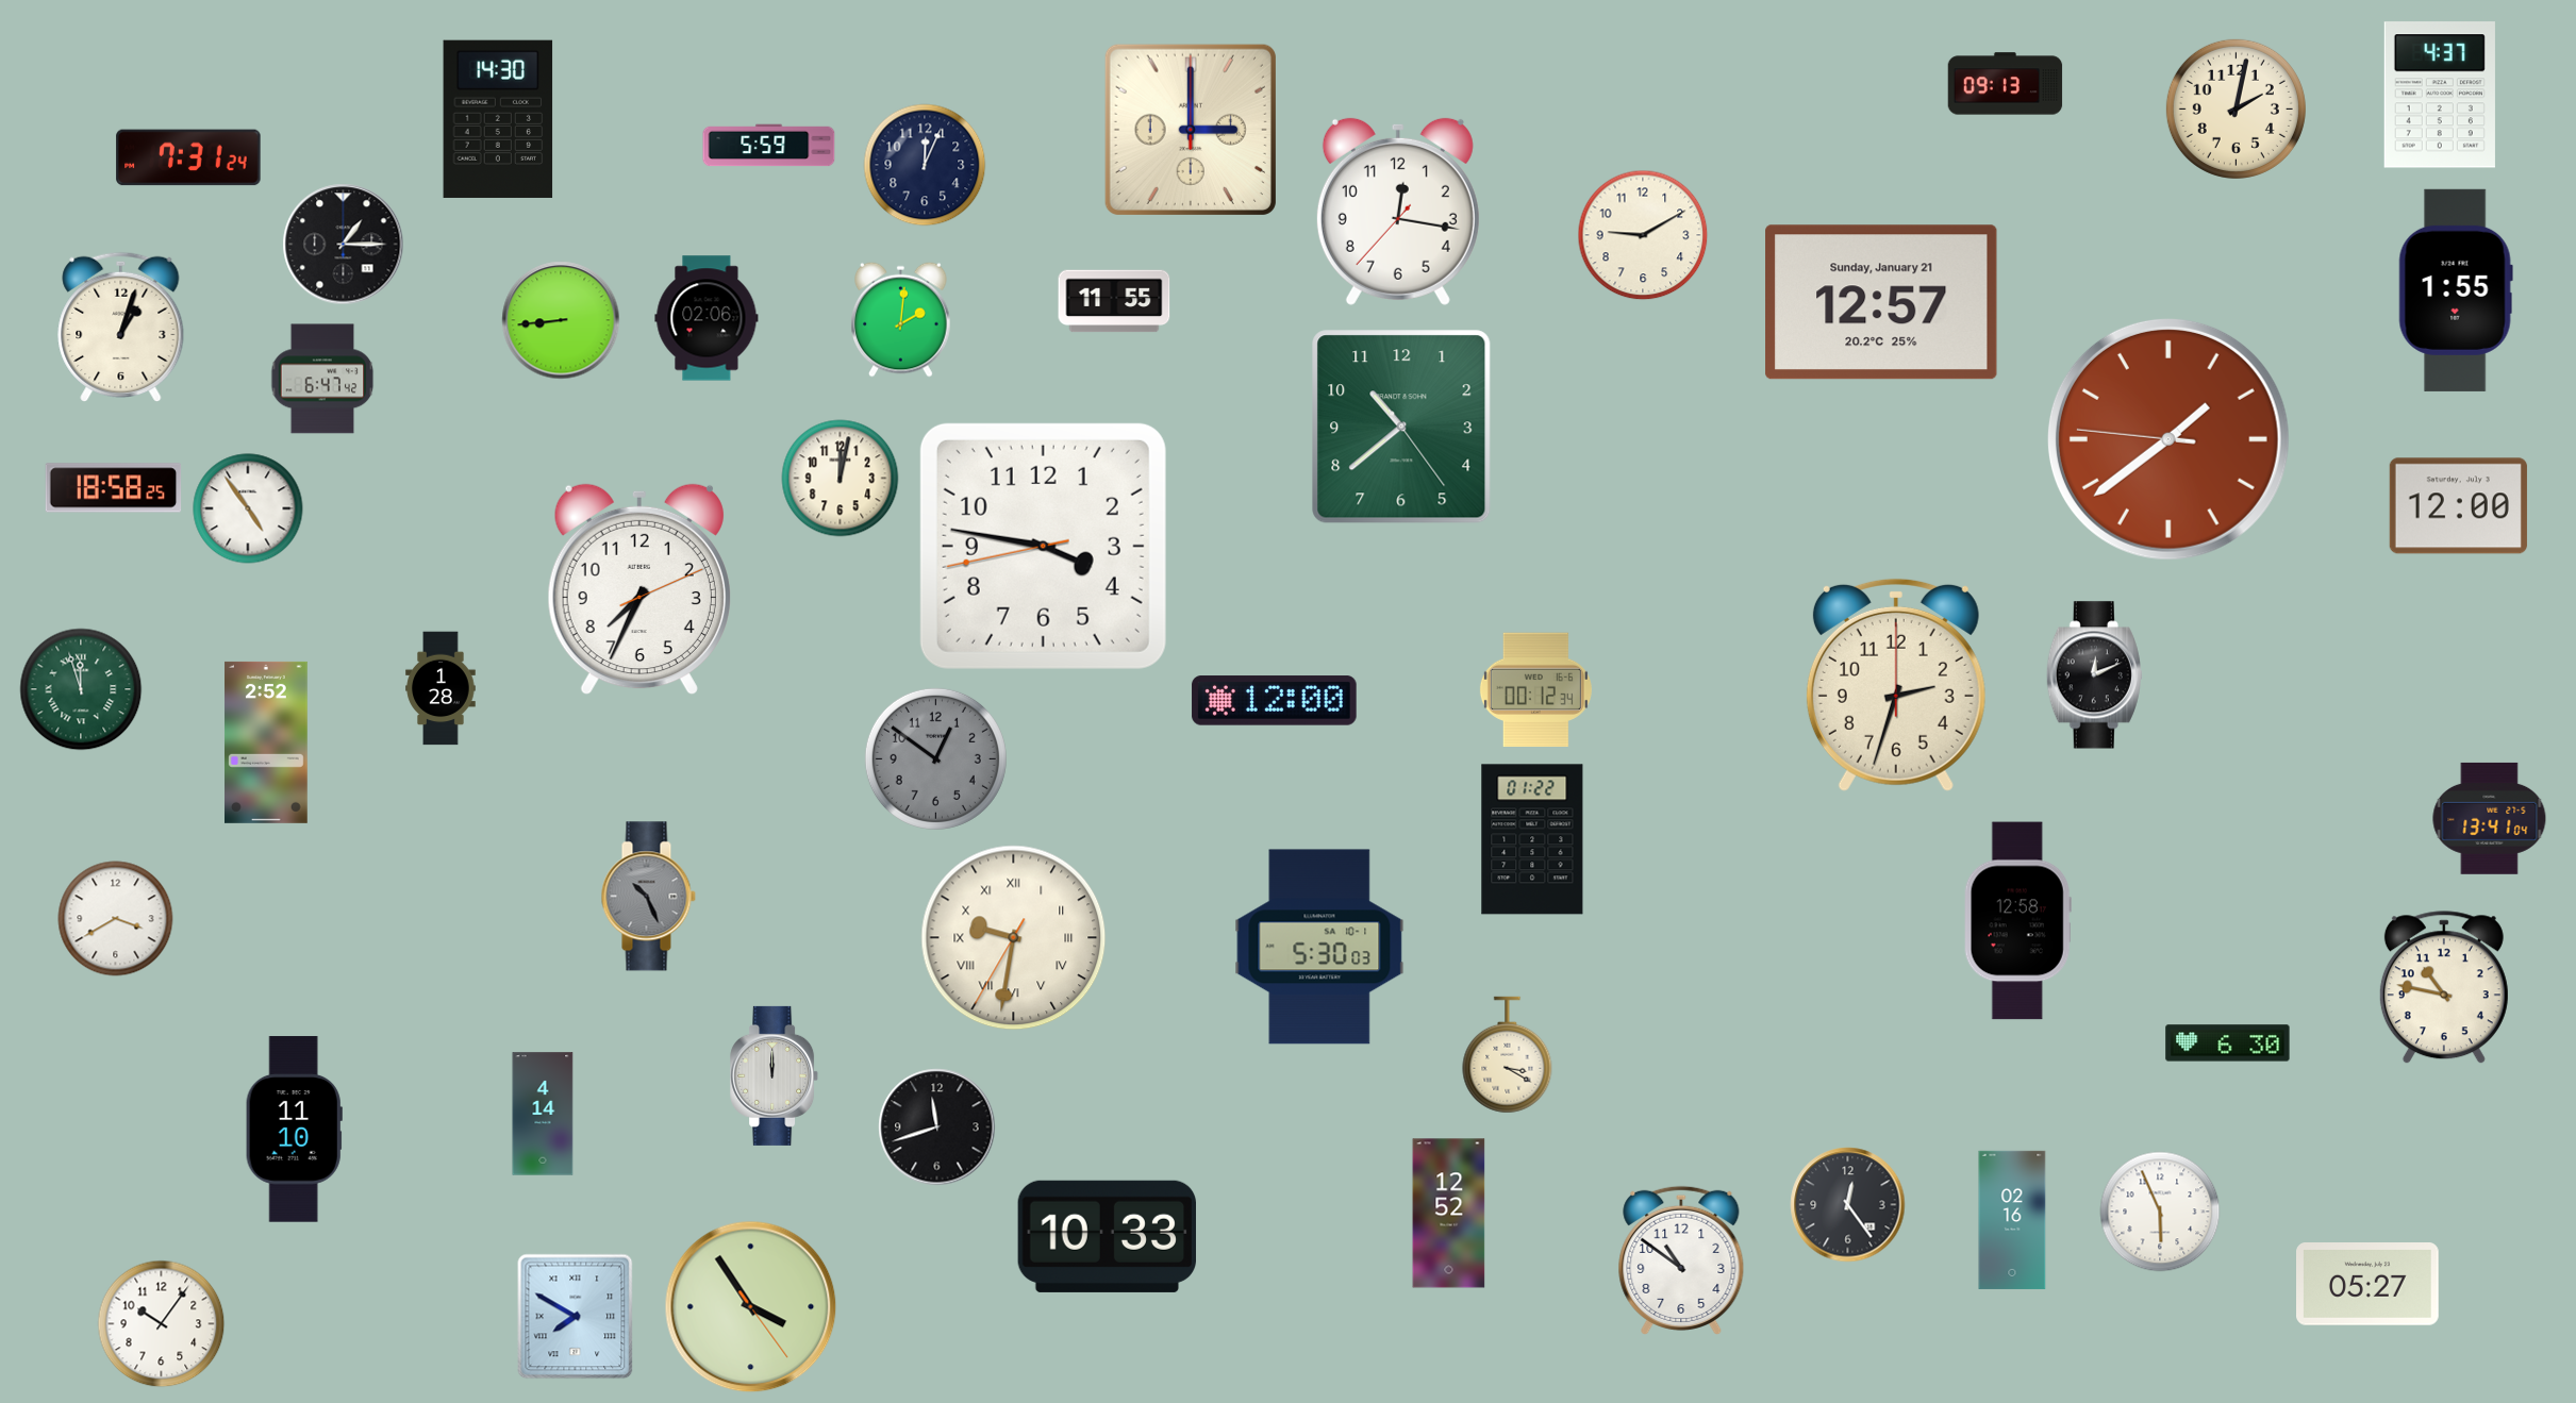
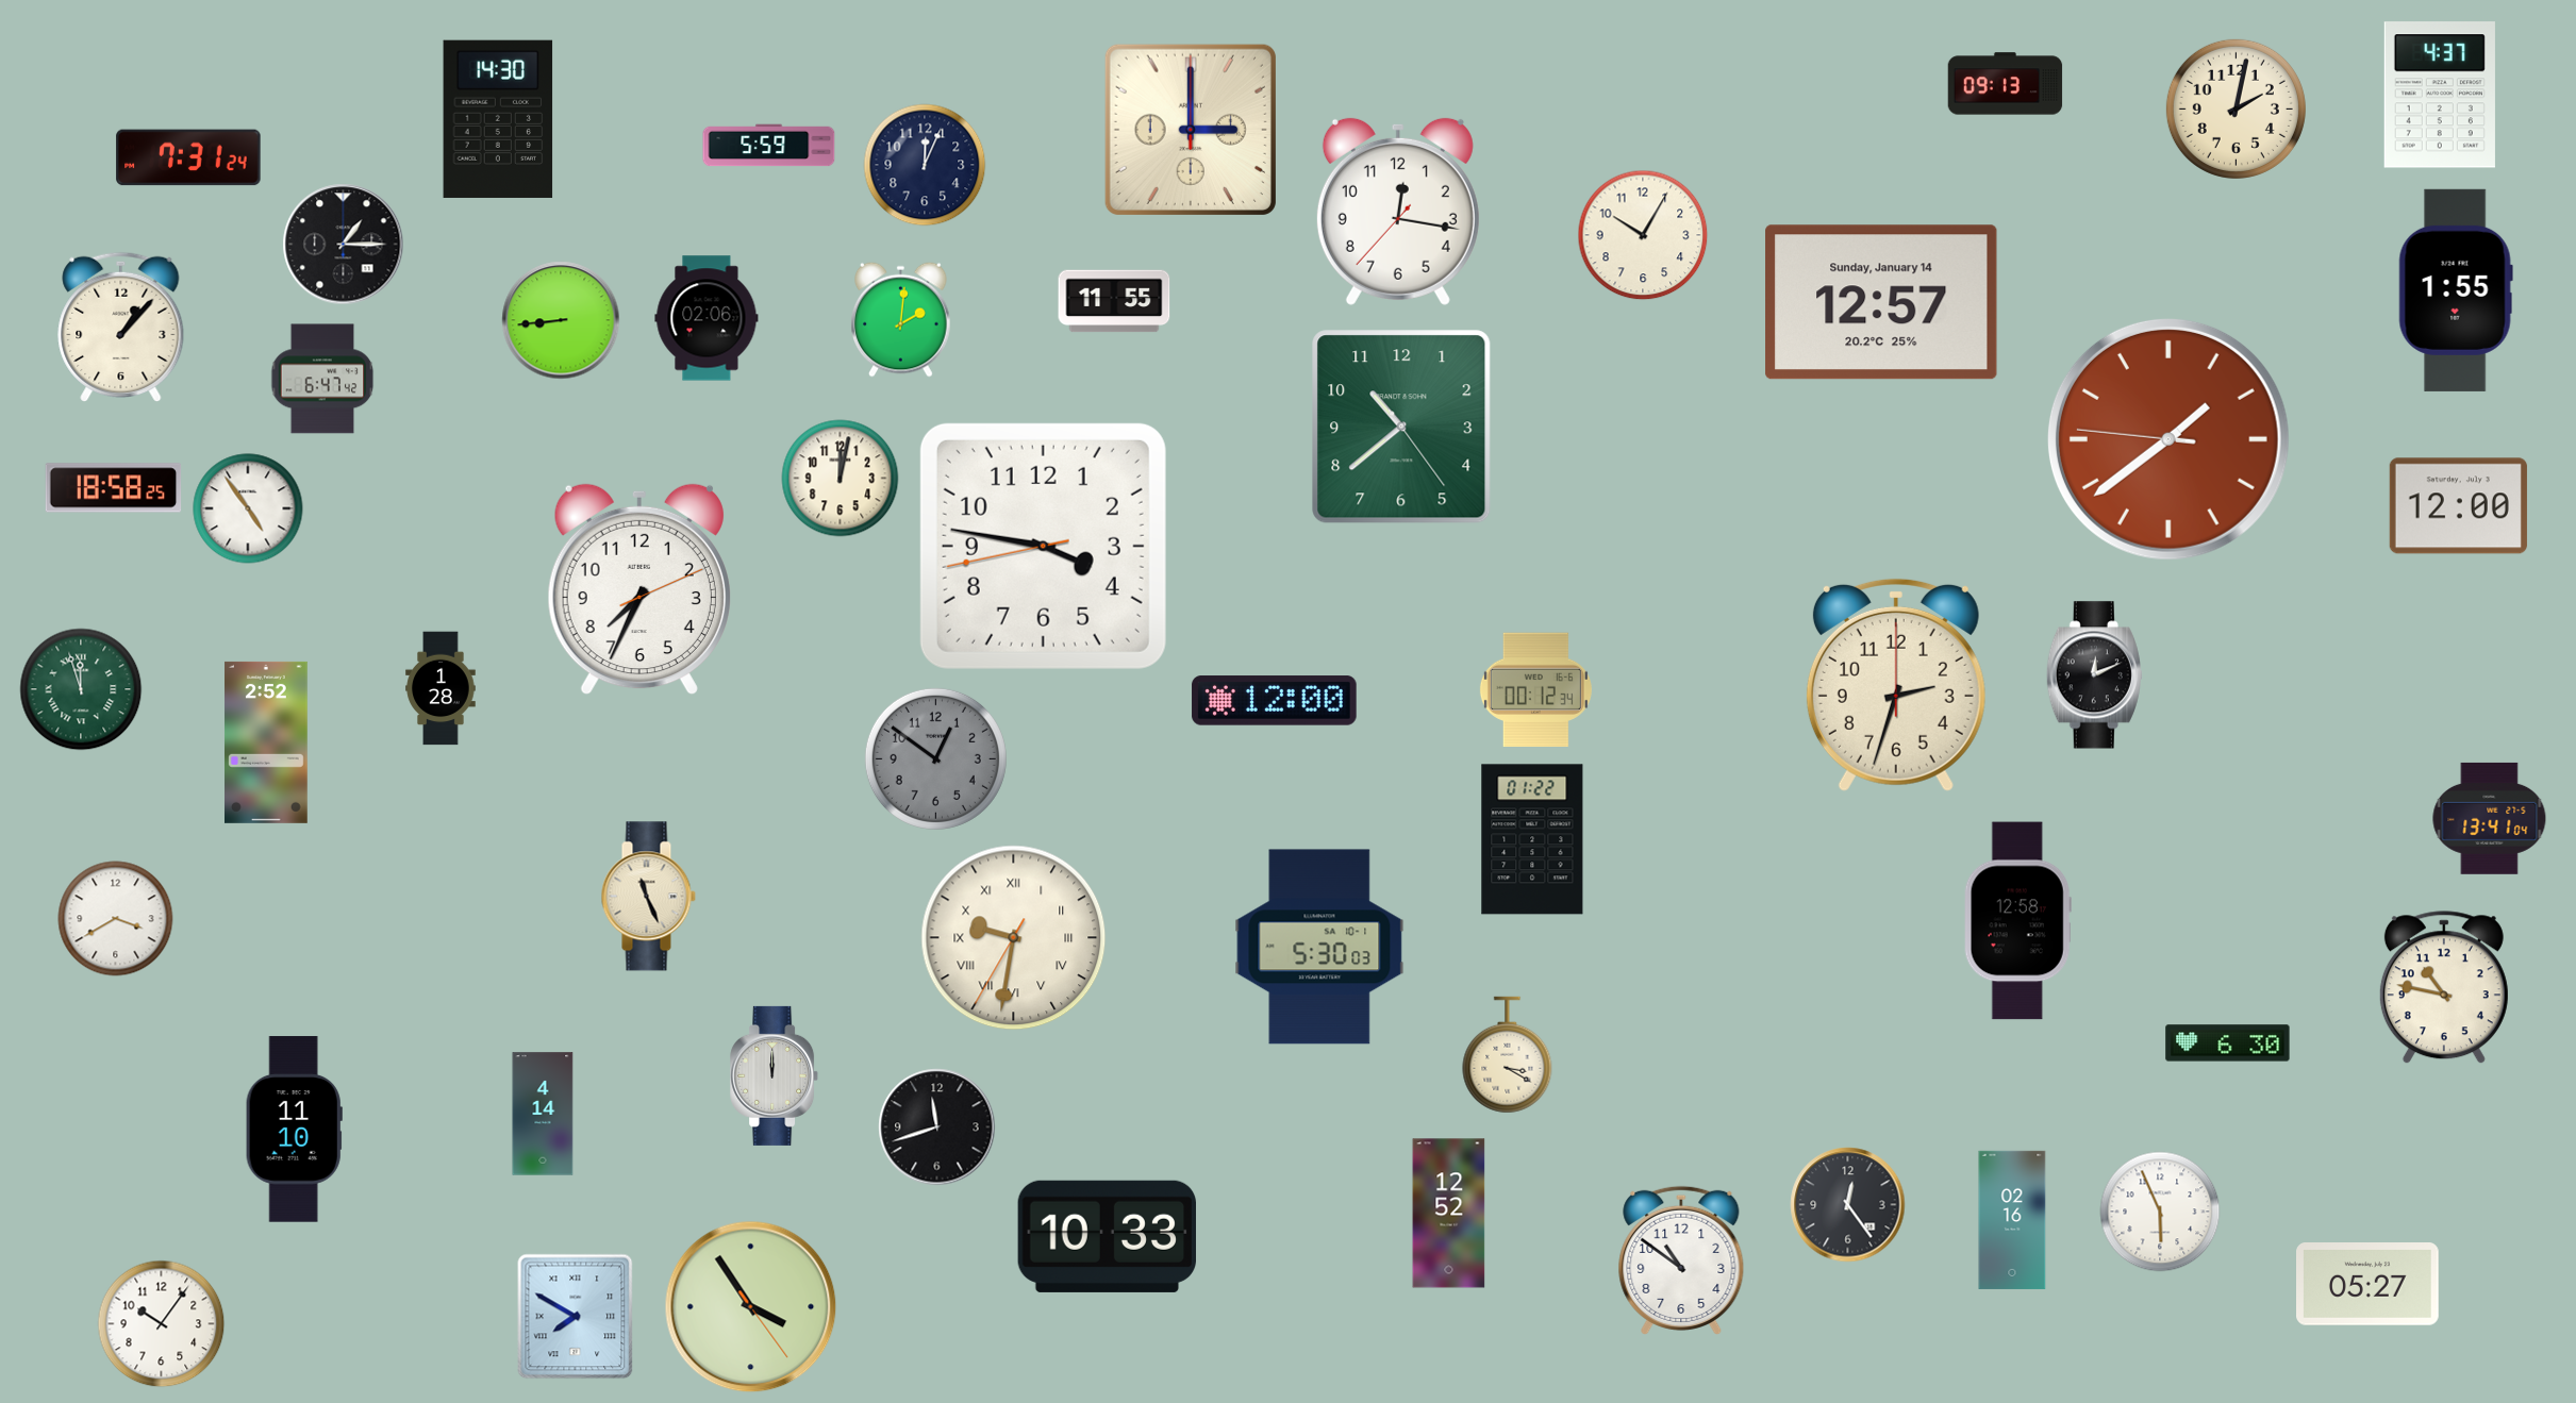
clock at (1643, 235): 9:10 -> 10:05
clock at (1881, 302) date: Sunday, January 21 -> Sunday, January 14
clock at (121, 328): 1:03 -> 1:07
clock at (648, 897): 10:26 -> 11:26
clock at (648, 897) dial: grey -> cream
